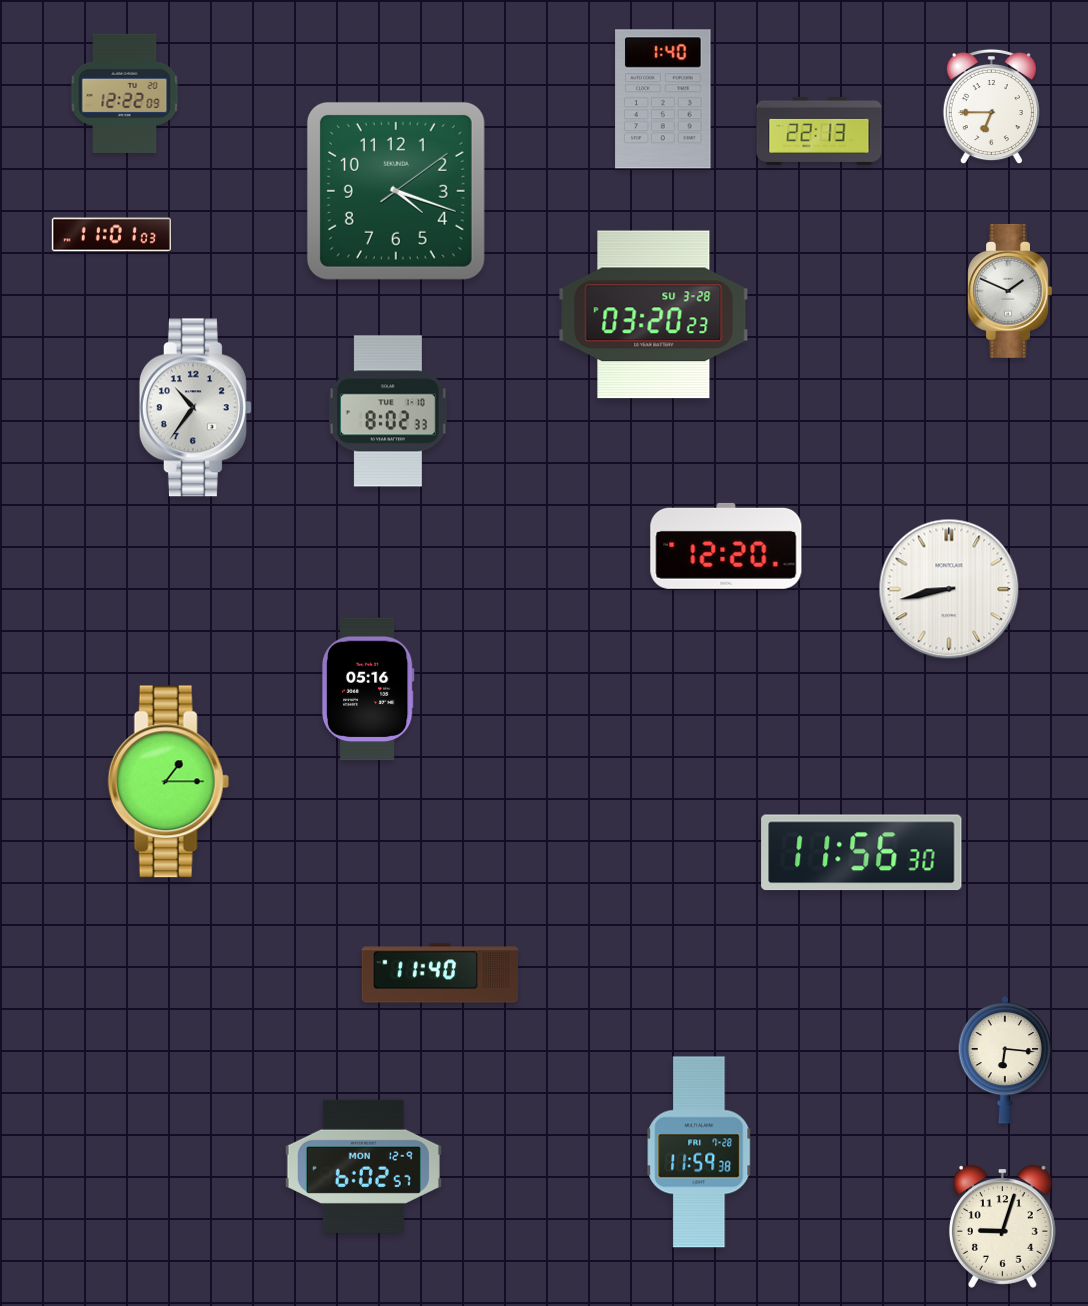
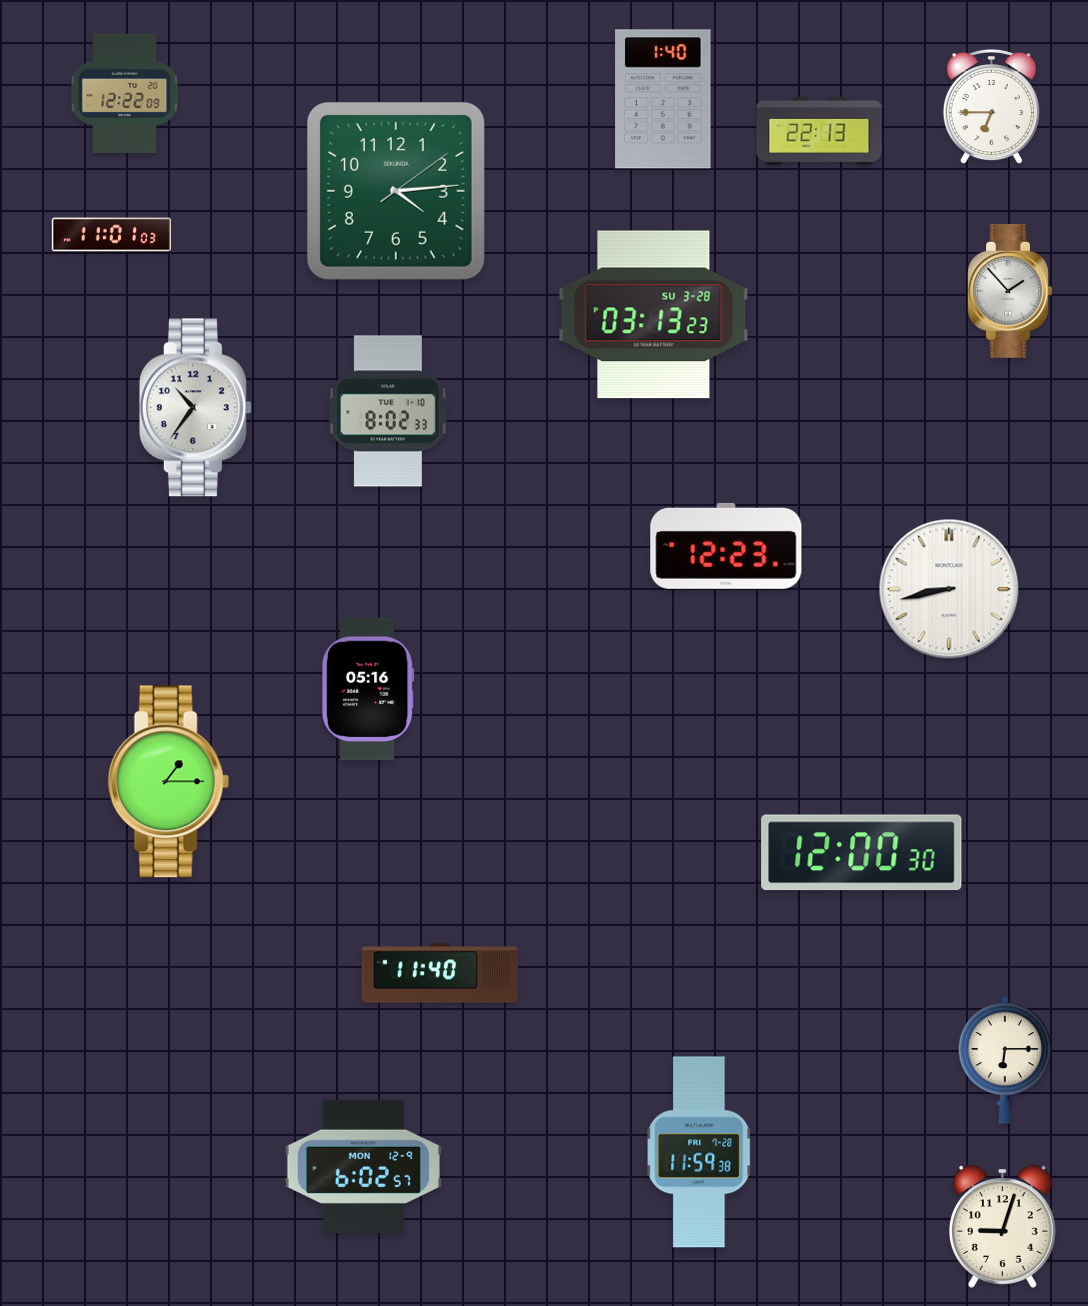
clock at (396, 191): 4:18 -> 4:14
clock at (1009, 291): 1:49 -> 1:53
clock at (654, 315): 03:20 -> 03:13
clock at (726, 546): 12:20 -> 12:23
clock at (862, 853): 11:56 -> 12:00
clock at (1005, 1060): 6:16 -> 6:15
